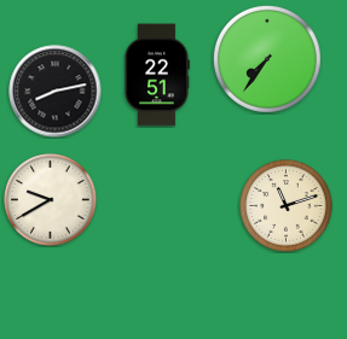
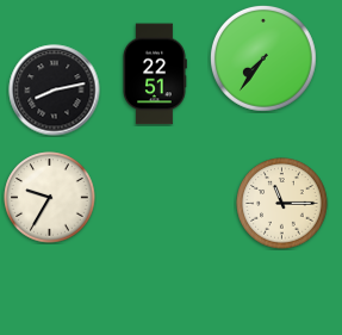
clock at (51, 200): 9:40 -> 9:35
clock at (287, 206): 11:12 -> 11:15
